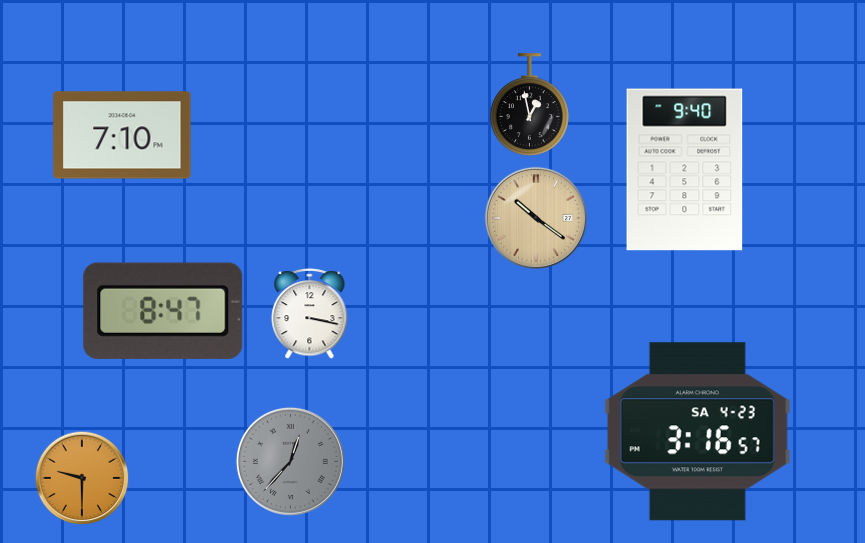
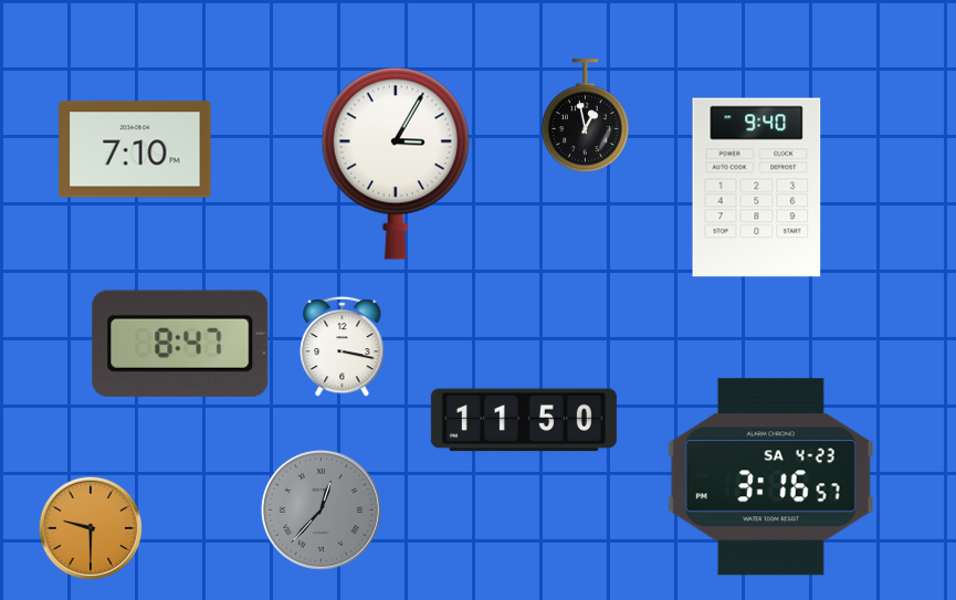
clock at (396, 164): none -> 3:05
clock at (536, 218): 10:21 -> none
clock at (524, 420): none -> 11:50
